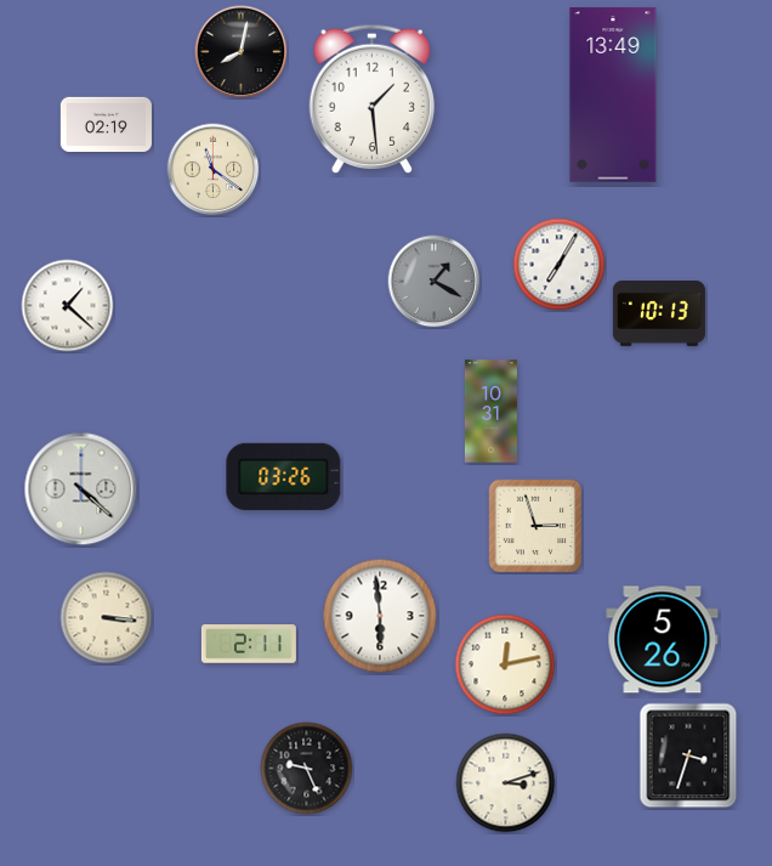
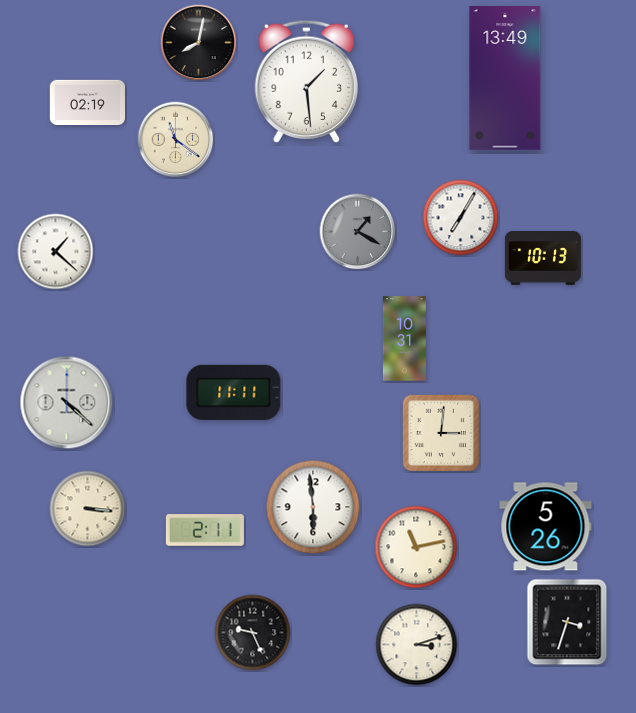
clock at (284, 476): 03:26 -> 11:11
clock at (535, 526): 2:57 -> 3:01
clock at (505, 664): 12:13 -> 11:13
